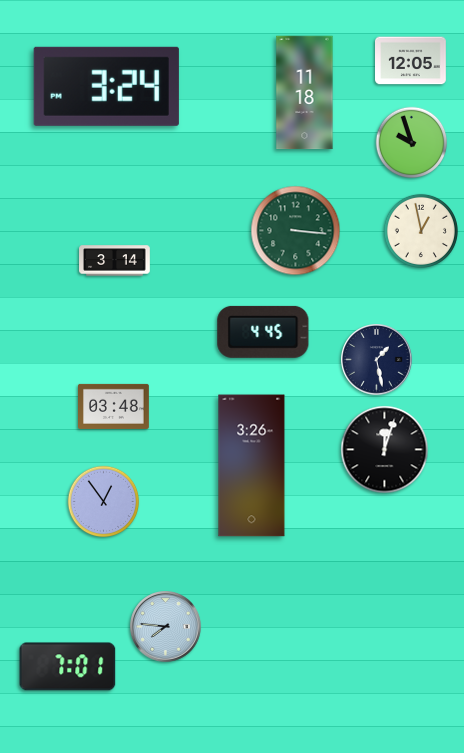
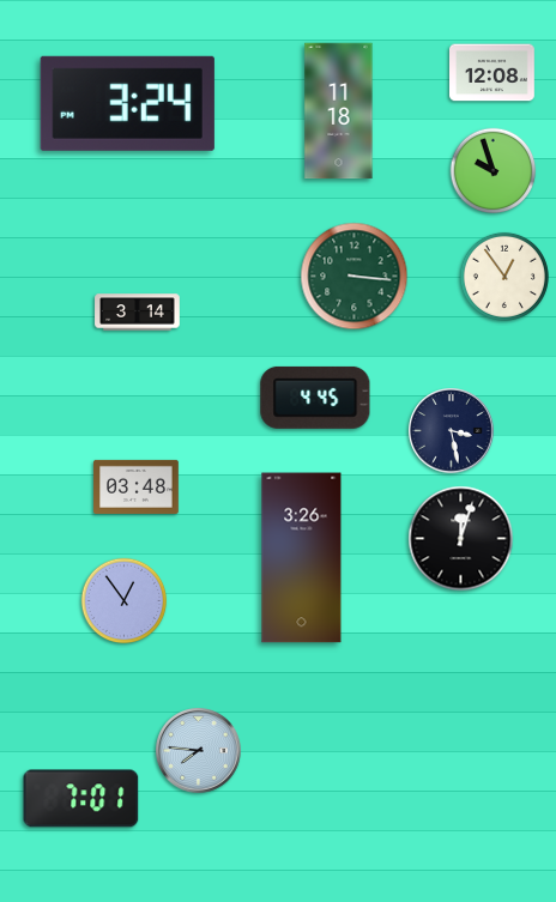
clock at (411, 61): 12:05 -> 12:08
clock at (305, 93) position: (305, 93) -> (339, 111)
clock at (421, 231): 12:58 -> 12:54
clock at (377, 360): 1:28 -> 3:28
